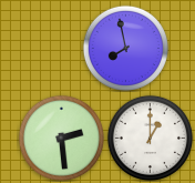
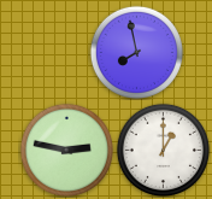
clock at (61, 138): 2:29 -> 2:47
